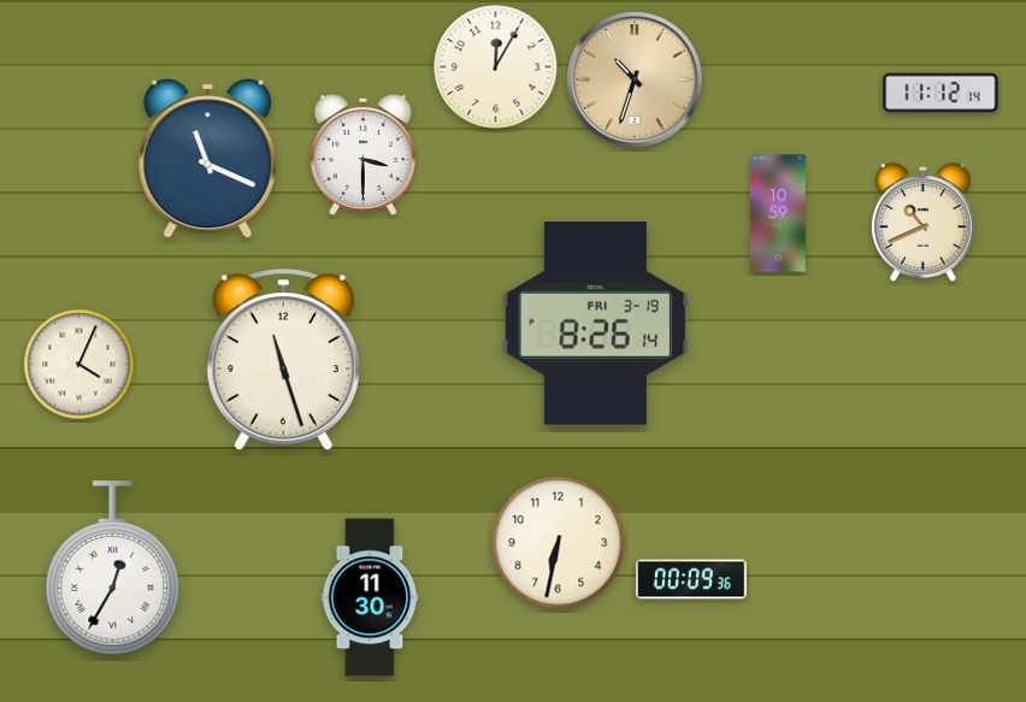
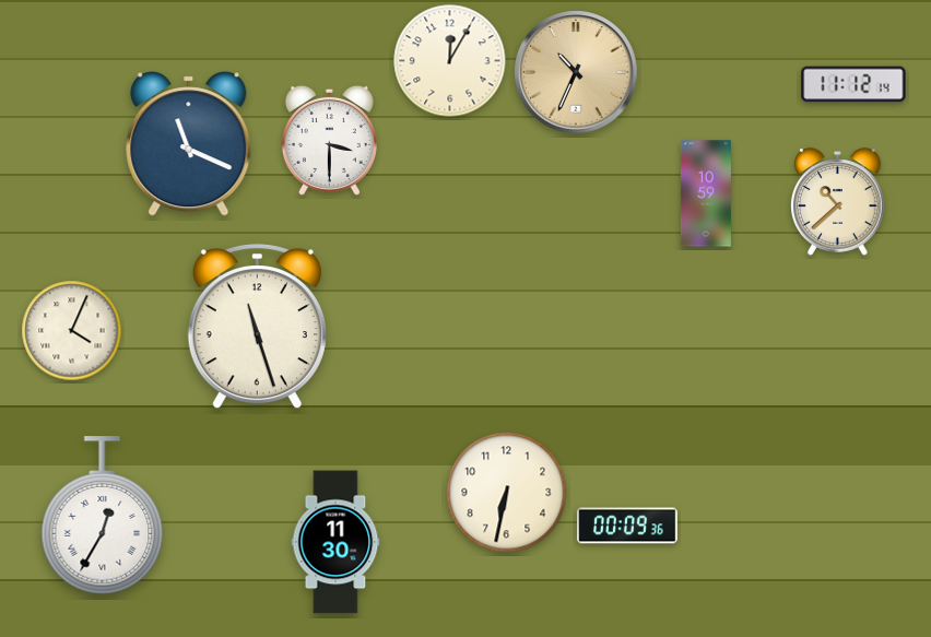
clock at (635, 79): 10:33 -> 10:34
clock at (924, 223): 10:41 -> 10:38
clock at (595, 324): 8:26 -> none
